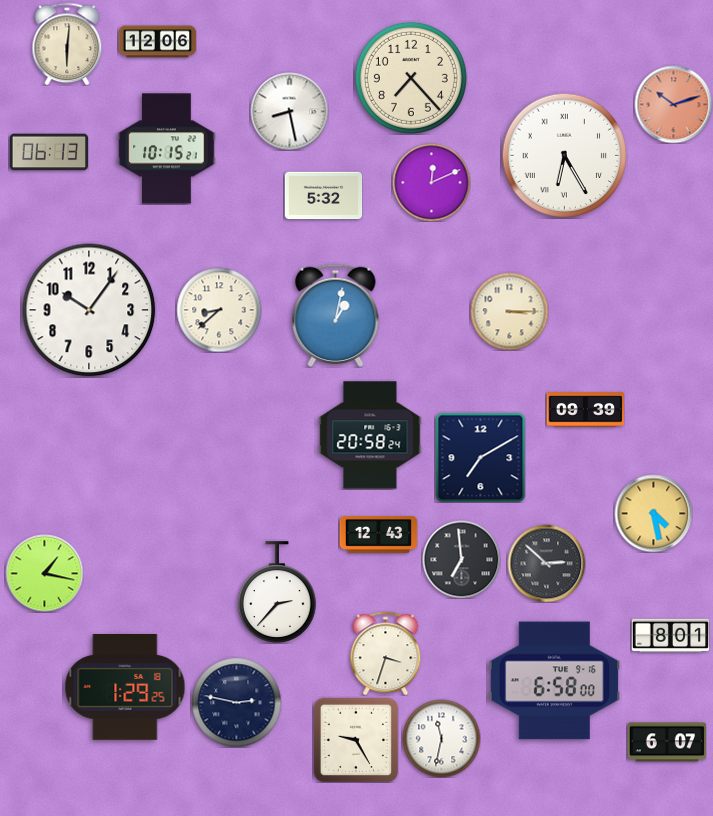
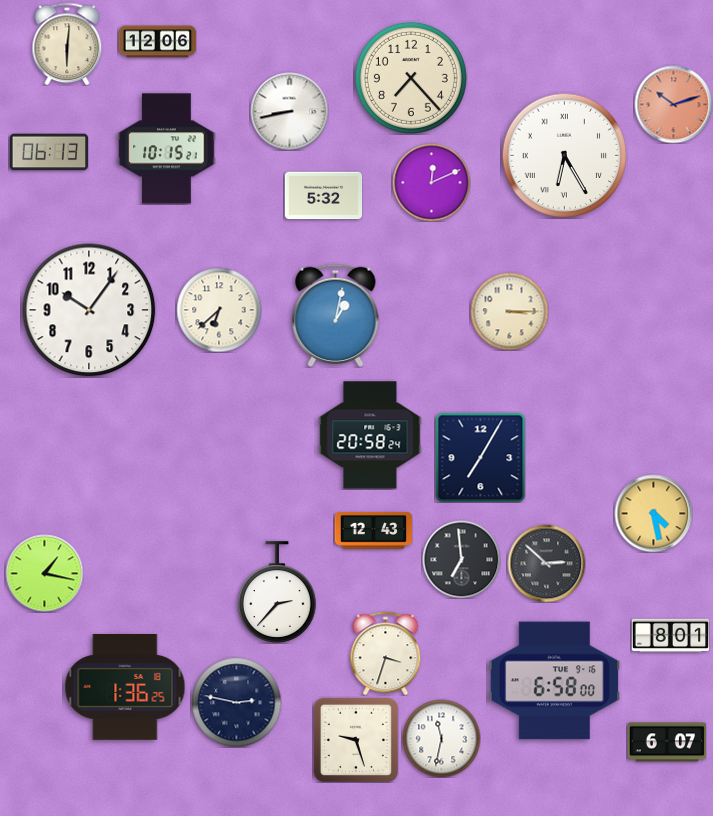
clock at (289, 111): 8:28 -> 8:43
clock at (219, 310): 8:38 -> 6:38
clock at (585, 410): 09:39 -> none
clock at (480, 457): 7:10 -> 7:05
clock at (378, 535) position: (378, 535) -> (373, 531)
clock at (125, 688): 1:29 -> 1:36
clock at (355, 739): 9:25 -> 9:27
